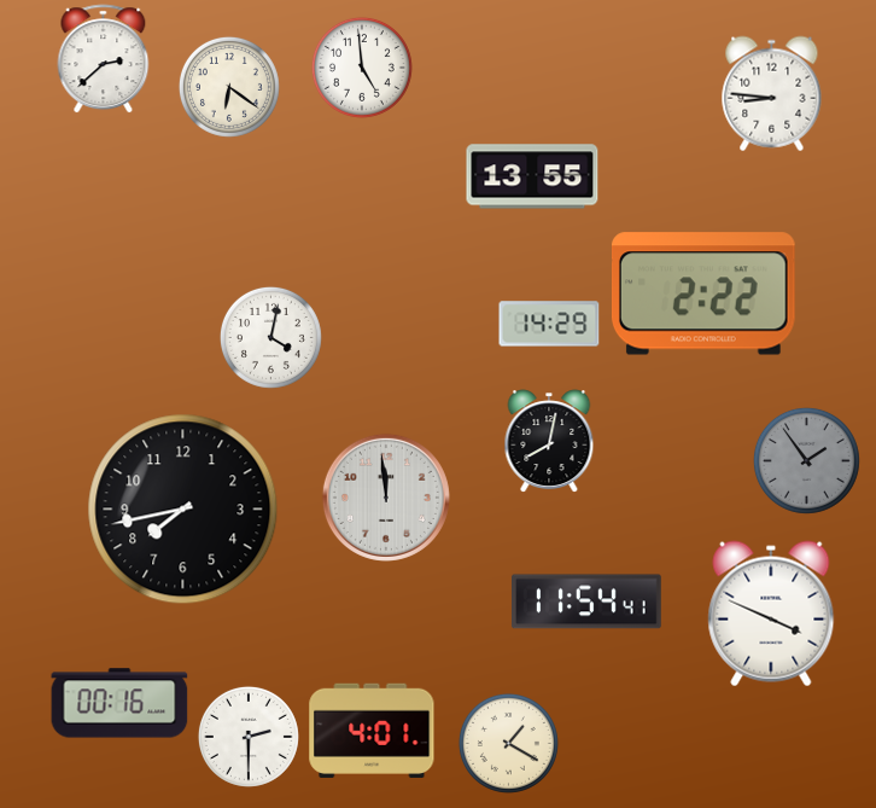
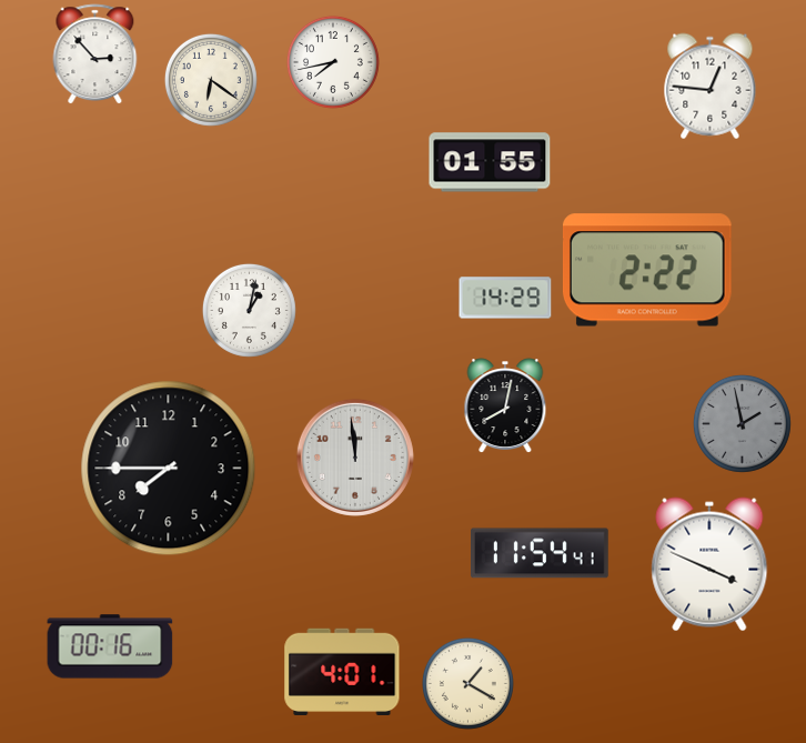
clock at (104, 59): 2:38 -> 2:53
clock at (362, 68): 4:59 -> 7:43
clock at (772, 94): 8:46 -> 12:46
clock at (532, 176): 13:55 -> 01:55
clock at (270, 337): 4:02 -> 1:02
clock at (806, 460): 1:54 -> 1:58
clock at (183, 510): 7:43 -> 7:45
clock at (249, 737): 2:30 -> none
